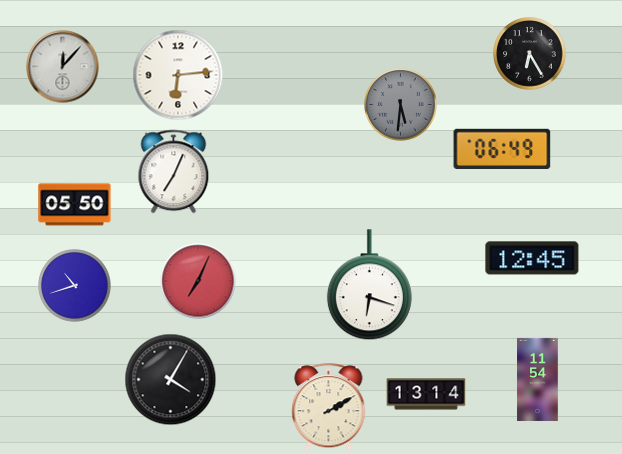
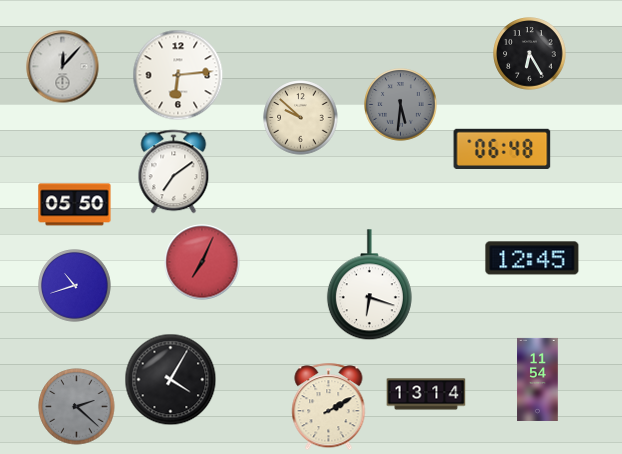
clock at (301, 118): none -> 9:52
clock at (502, 148): 06:49 -> 06:48
clock at (174, 172): 7:04 -> 7:09
clock at (198, 281) position: (198, 281) -> (202, 262)
clock at (77, 407): none -> 2:22
